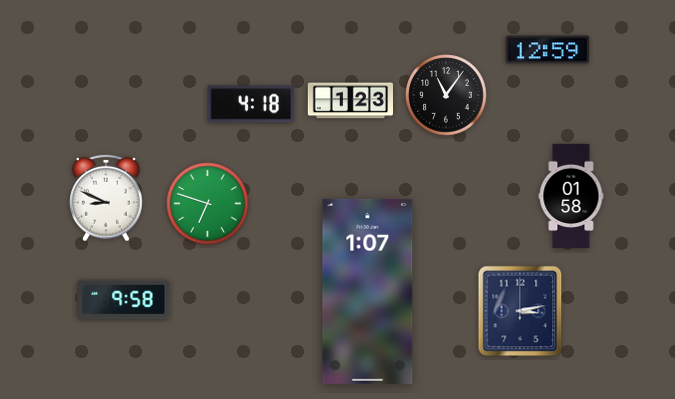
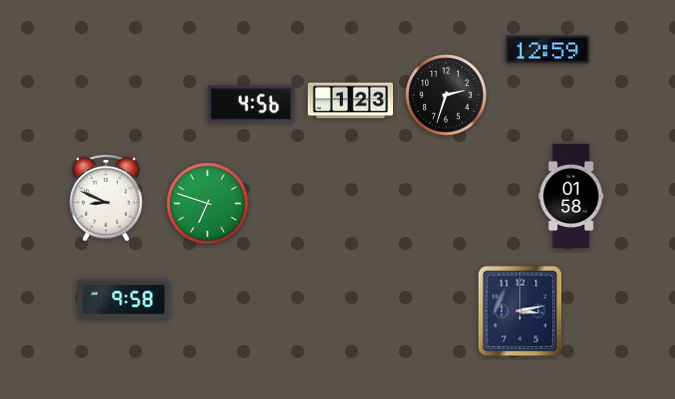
clock at (446, 95): 11:06 -> 2:33
clock at (251, 104): 4:18 -> 4:56
clock at (368, 291): 1:07 -> none
